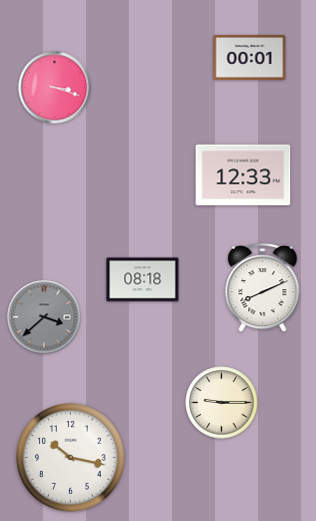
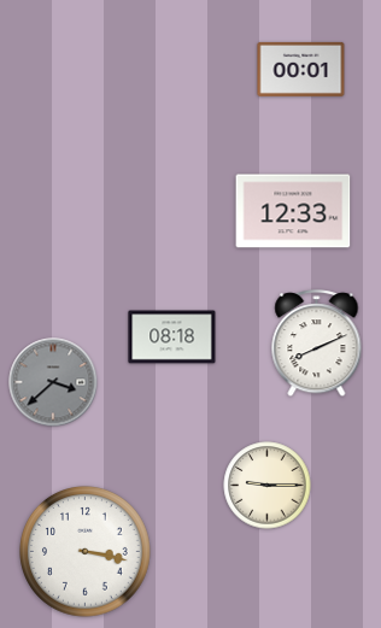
clock at (55, 88): 3:18 -> none
clock at (263, 288) position: (263, 288) -> (317, 344)
clock at (71, 458): 10:17 -> 3:17
